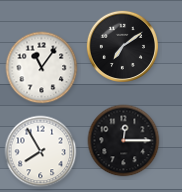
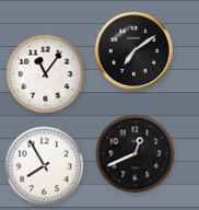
clock at (124, 141): 12:15 -> 12:41
